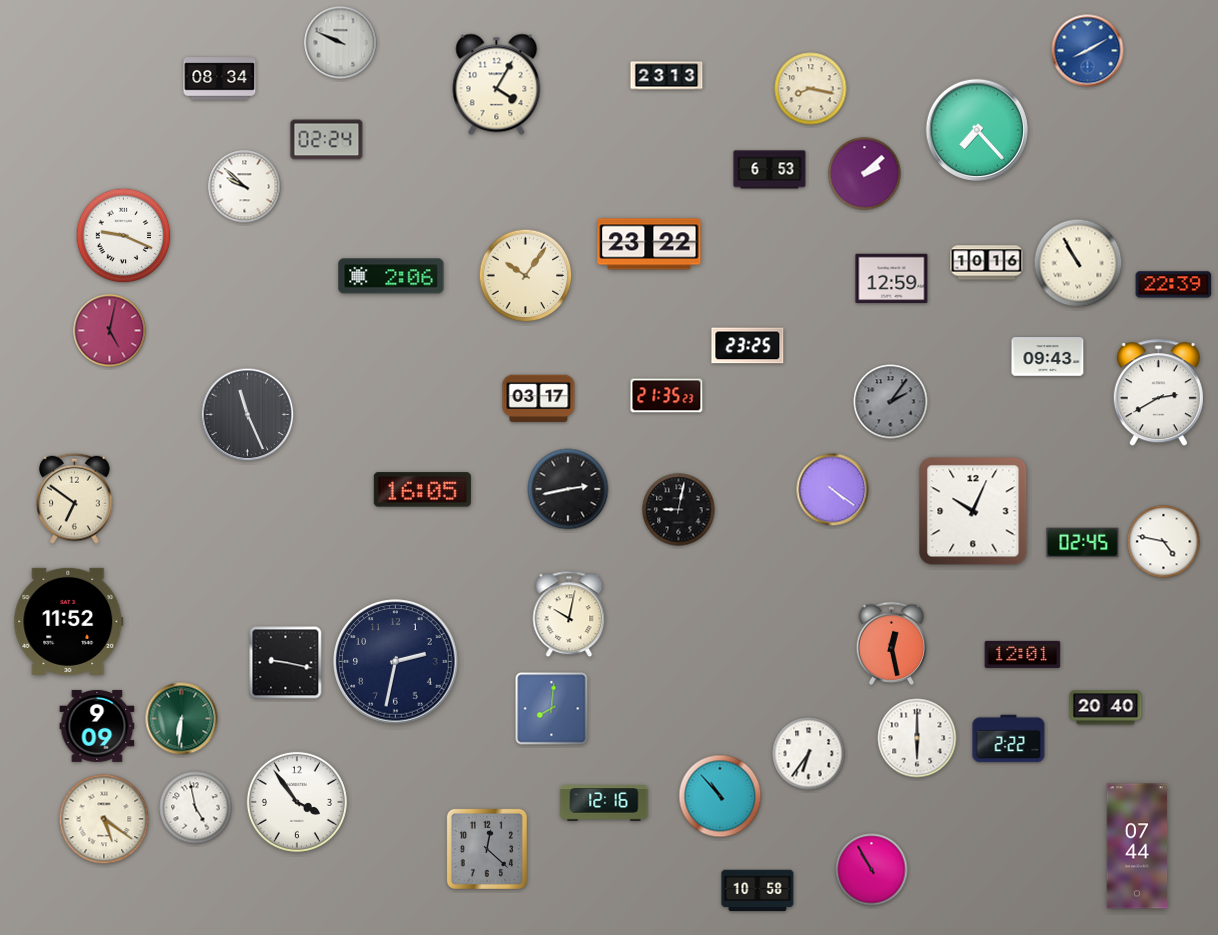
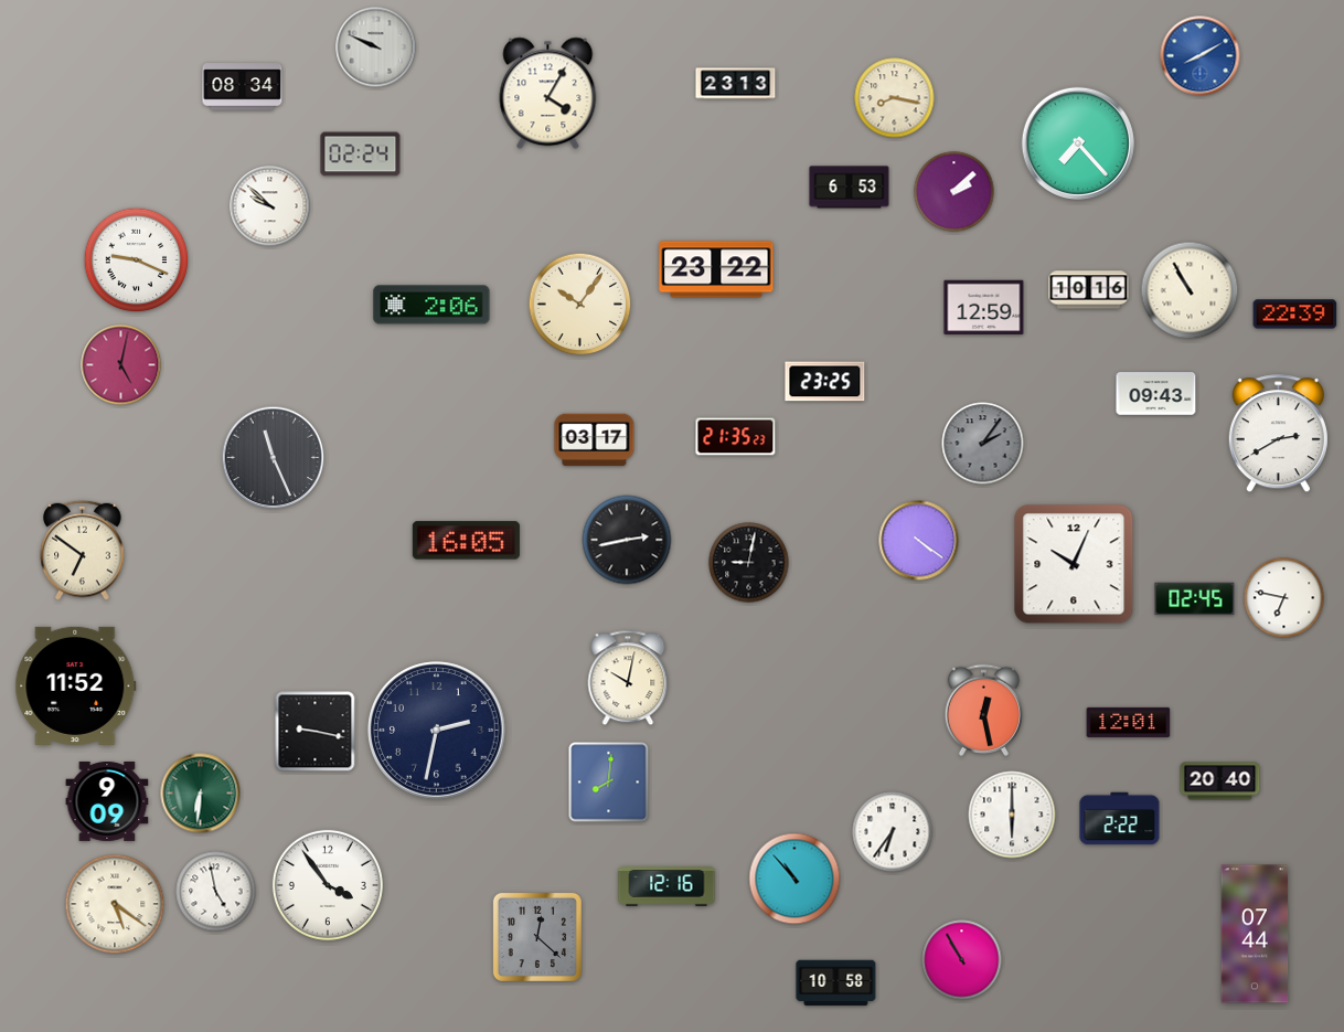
clock at (1164, 542): 4:47 -> 6:47
clock at (1009, 739) position: (1009, 739) -> (1120, 819)
